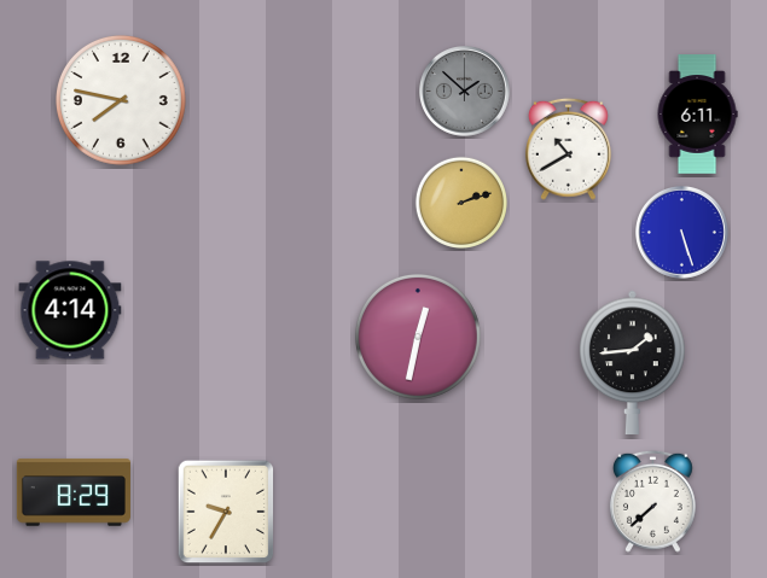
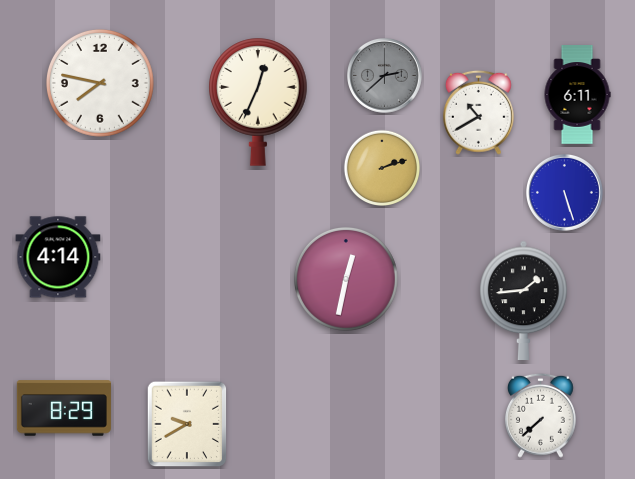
clock at (465, 92): 1:52 -> 2:38
clock at (258, 102): none -> 12:34
clock at (568, 148) position: (568, 148) -> (478, 112)
clock at (74, 492) position: (74, 492) -> (64, 408)
clock at (226, 512): 9:35 -> 9:40
